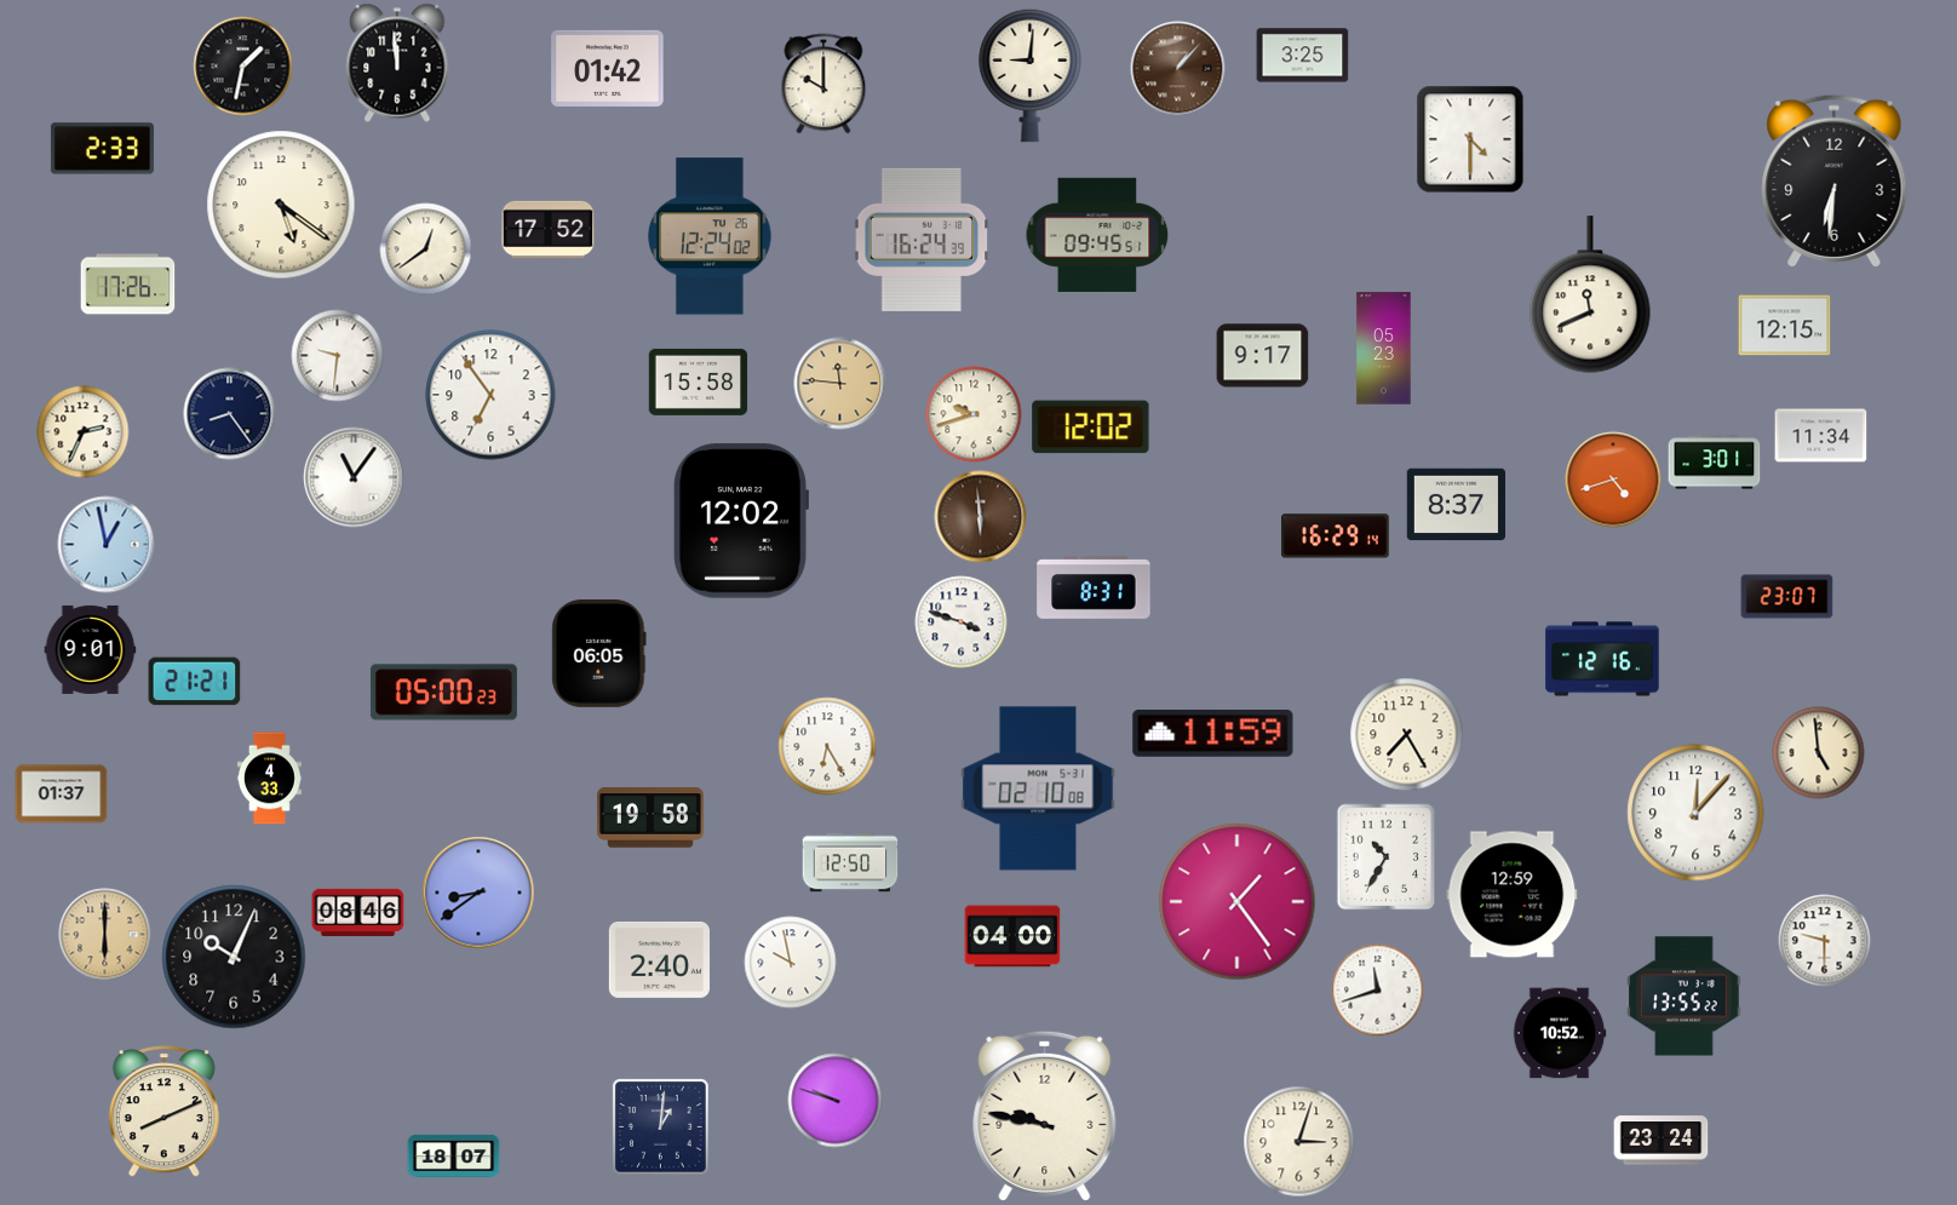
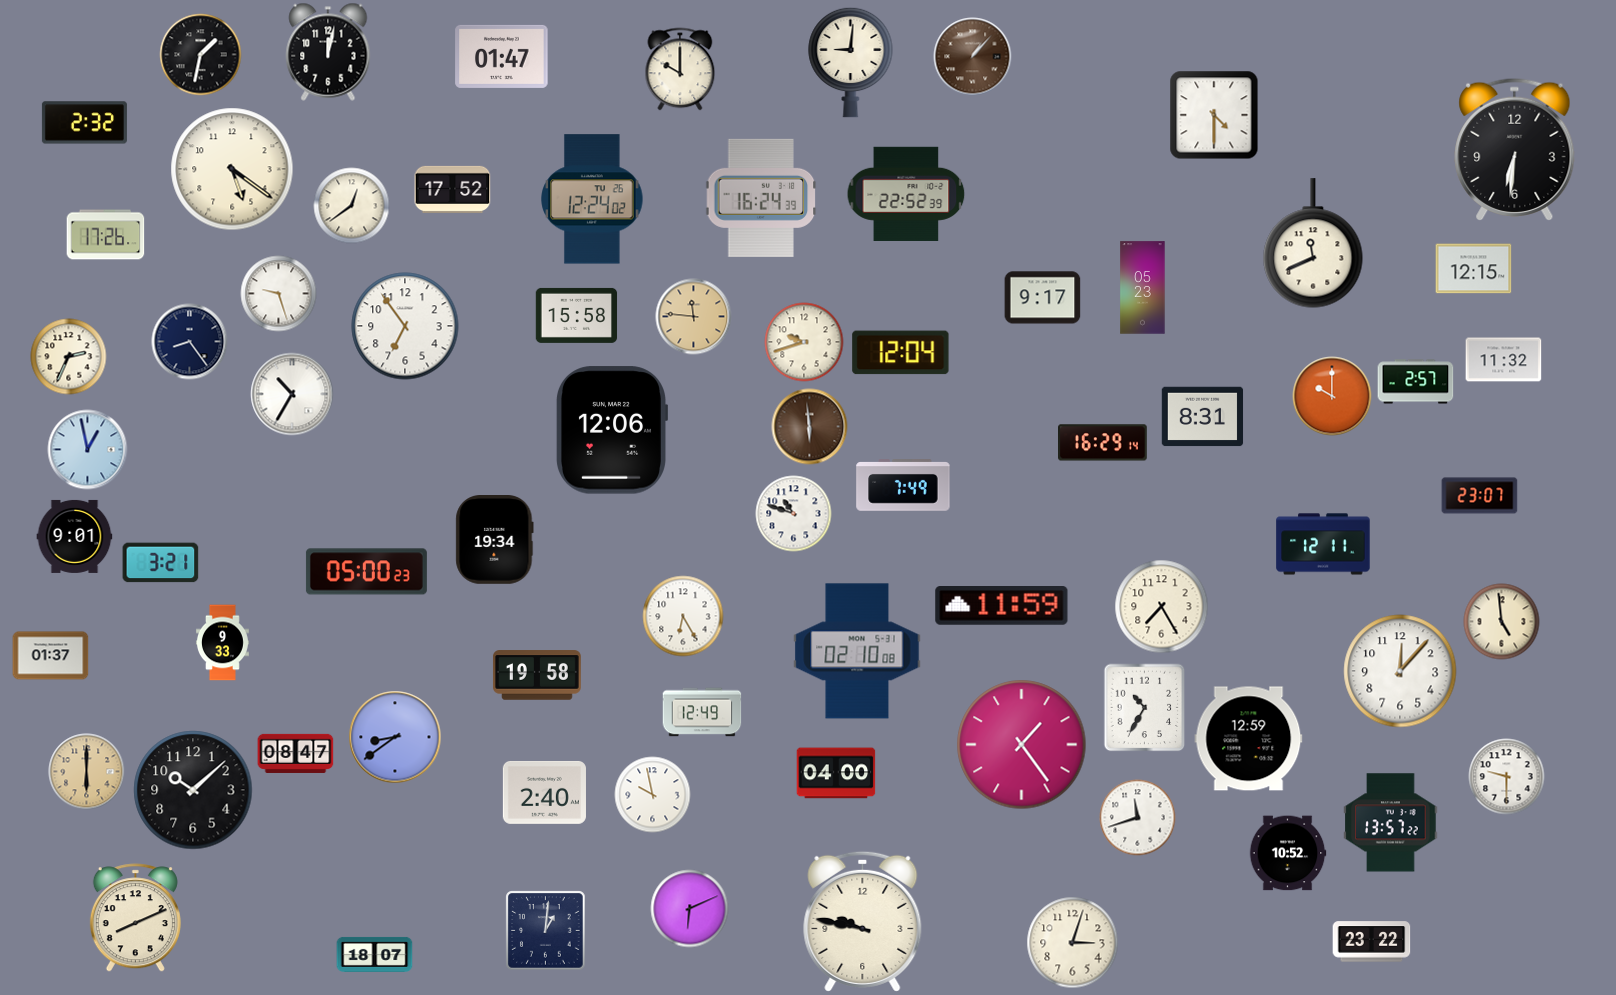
clock at (1303, 56): 3:25 -> none
clock at (397, 63): 11:59 -> 12:02
clock at (608, 68): 01:42 -> 01:47
clock at (102, 149): 2:33 -> 2:32
clock at (1097, 235): 09:45 -> 22:52
clock at (710, 236) position: (710, 236) -> (592, 199)
clock at (338, 356): 9:31 -> 9:27
clock at (1263, 356) position: (1263, 356) -> (1043, 298)
clock at (1091, 428): 12:02 -> 12:04
clock at (1821, 436): 11:34 -> 11:32
clock at (1715, 463): 3:01 -> 2:57
clock at (354, 477): 11:06 -> 10:35
clock at (1613, 480): 4:42 -> 10:00
clock at (1457, 505): 8:37 -> 8:31
clock at (740, 521): 12:02 -> 12:06
clock at (1094, 589): 8:31 -> 7:49
clock at (1787, 597) position: (1787, 597) -> (1480, 496)
clock at (962, 622): 3:48 -> 10:48
clock at (599, 654): 06:05 -> 19:34
clock at (1602, 659): 12:16 -> 12:11
clock at (195, 682): 21:21 -> 3:21
clock at (269, 779): 4:33 -> 9:33
clock at (850, 862): 12:50 -> 12:49
clock at (358, 912): 08:46 -> 08:47
clock at (234, 957): 10:04 -> 10:08
clock at (1685, 997): 13:55 -> 13:57
clock at (836, 1101): 9:48 -> 6:11
clock at (1662, 1141): 23:24 -> 23:22
